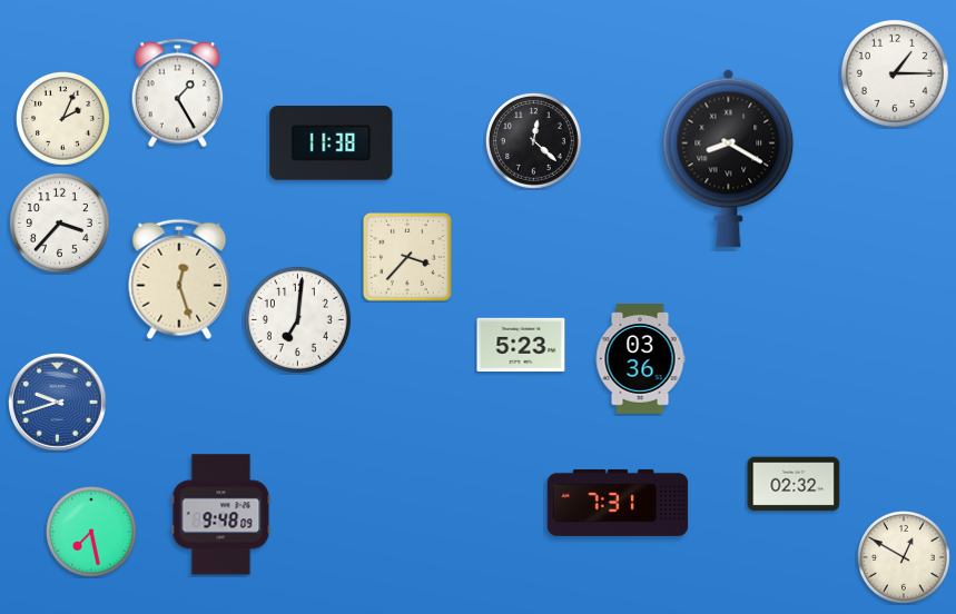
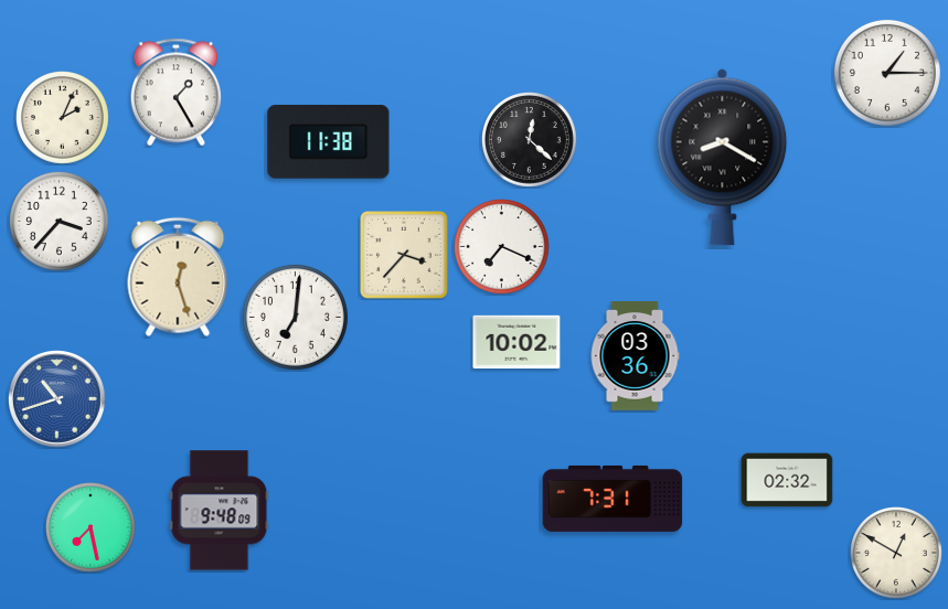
clock at (502, 247): none -> 7:19
clock at (521, 345): 5:23 -> 10:02
clock at (58, 403): 9:42 -> 10:42
